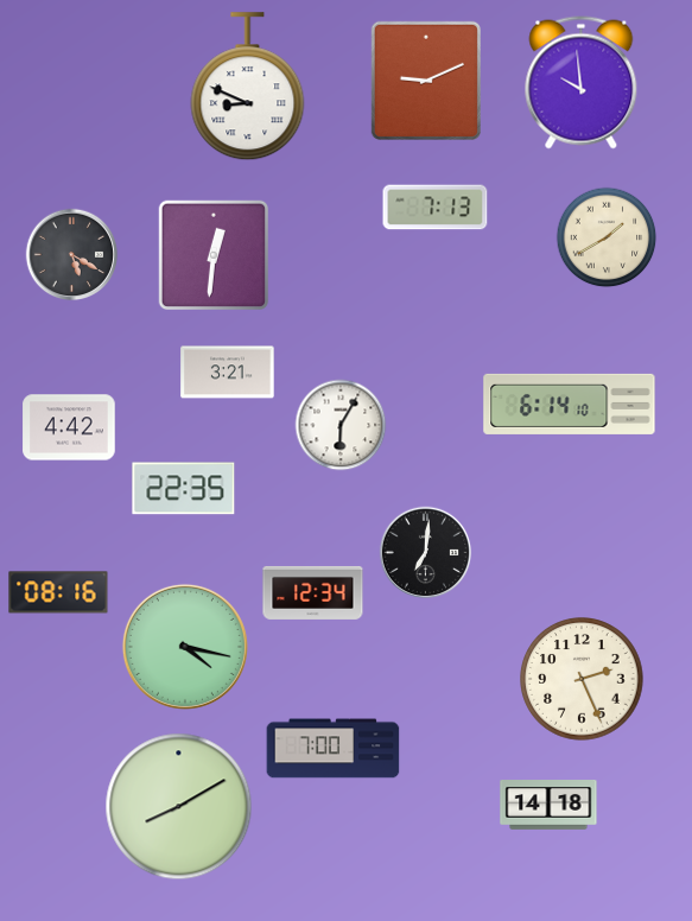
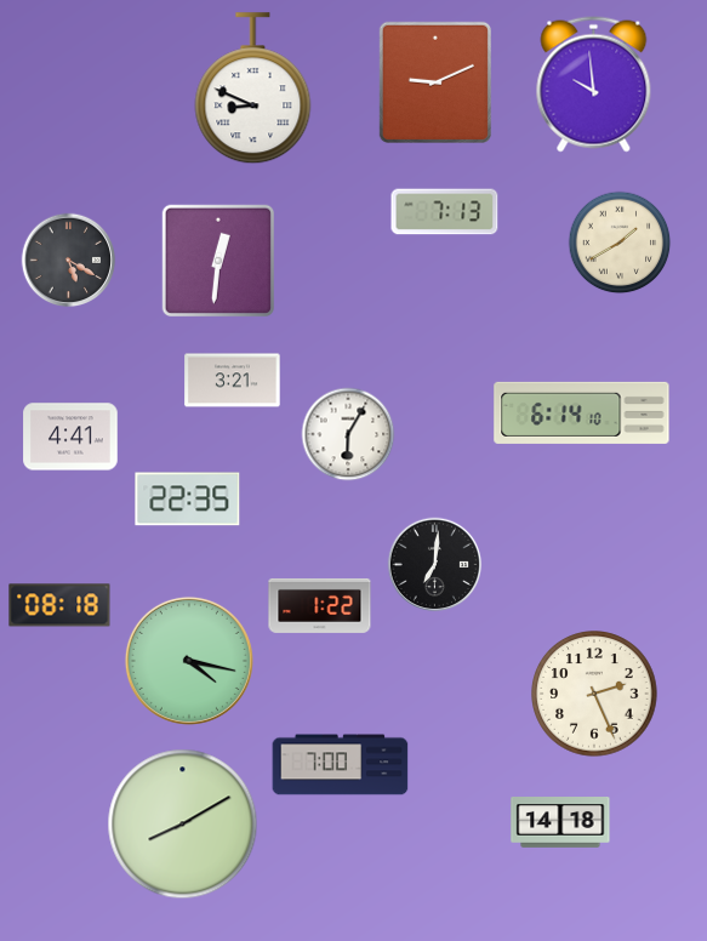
clock at (72, 255) position: (72, 255) -> (69, 261)
clock at (69, 427): 4:42 -> 4:41
clock at (58, 592): 08:16 -> 08:18
clock at (313, 592): 12:34 -> 1:22
